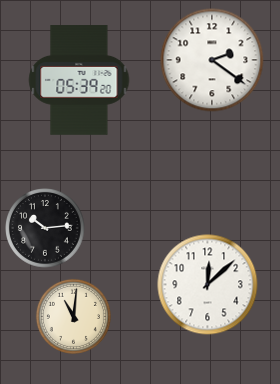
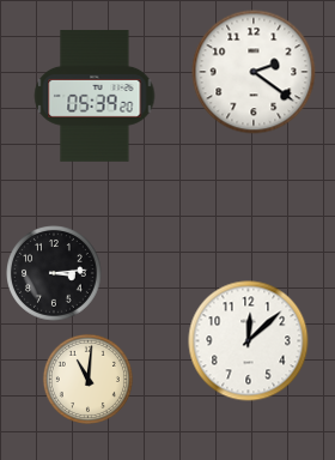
clock at (46, 229): 10:14 -> 3:14
